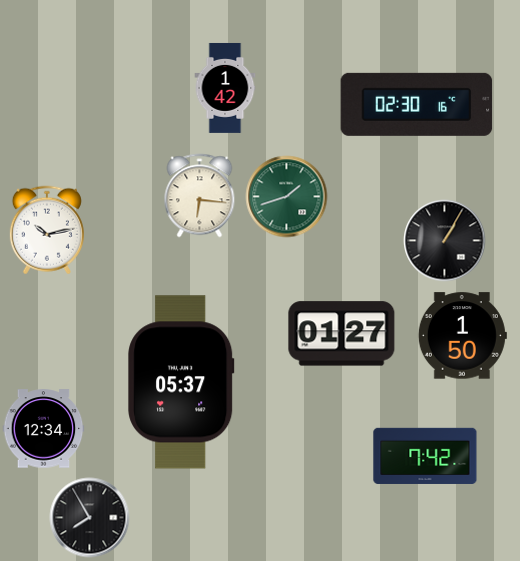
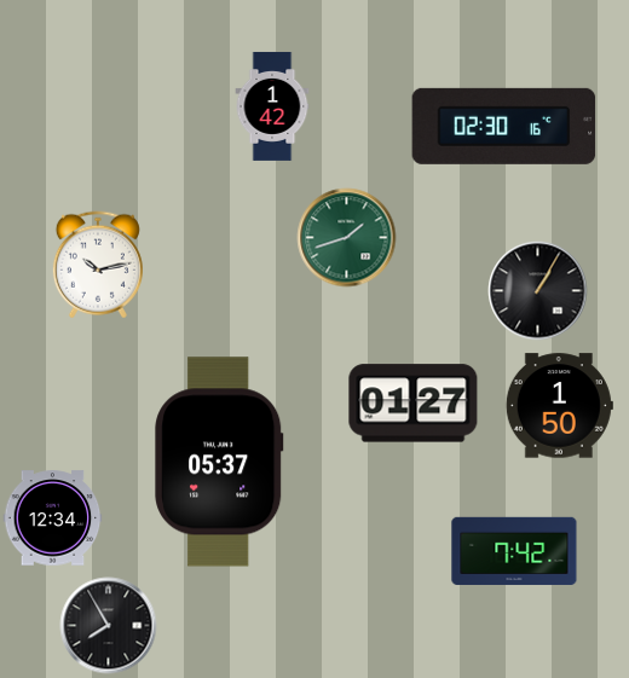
clock at (200, 196): 6:16 -> none
clock at (47, 230) position: (47, 230) -> (98, 265)
